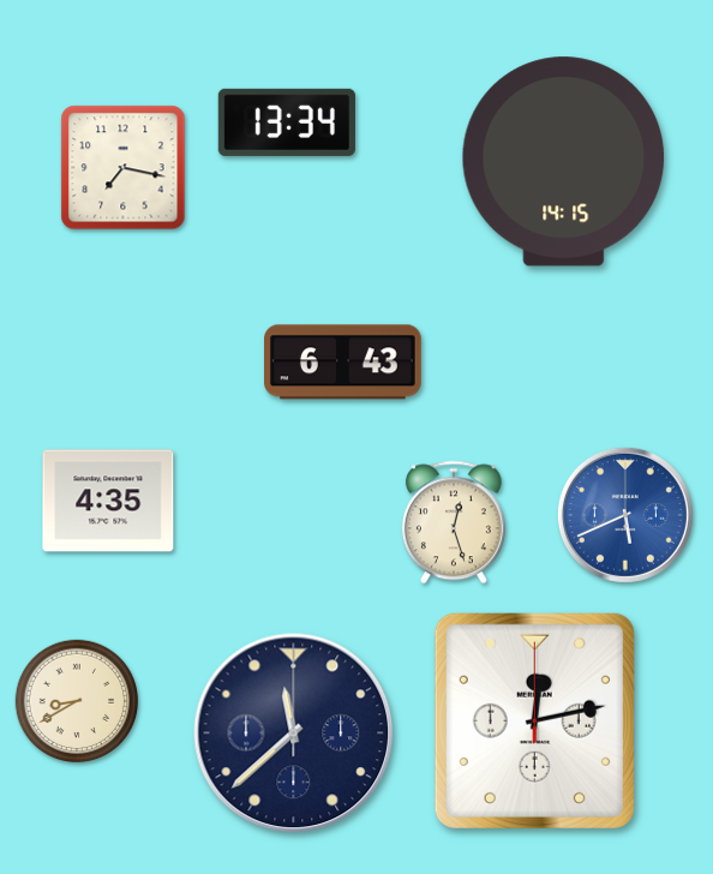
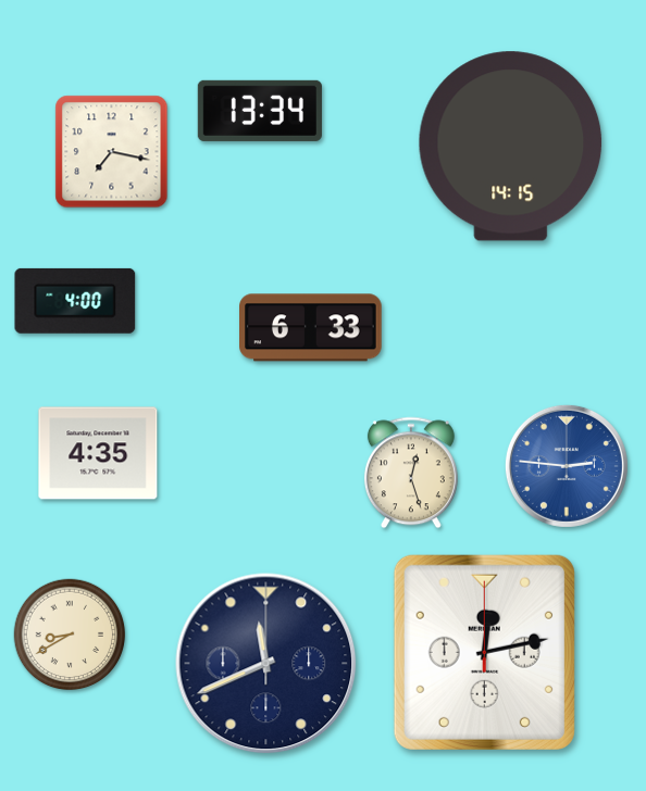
clock at (75, 301): none -> 4:00
clock at (343, 363): 6:43 -> 6:33
clock at (625, 515): 5:41 -> 2:46
clock at (294, 734): 11:38 -> 11:41
